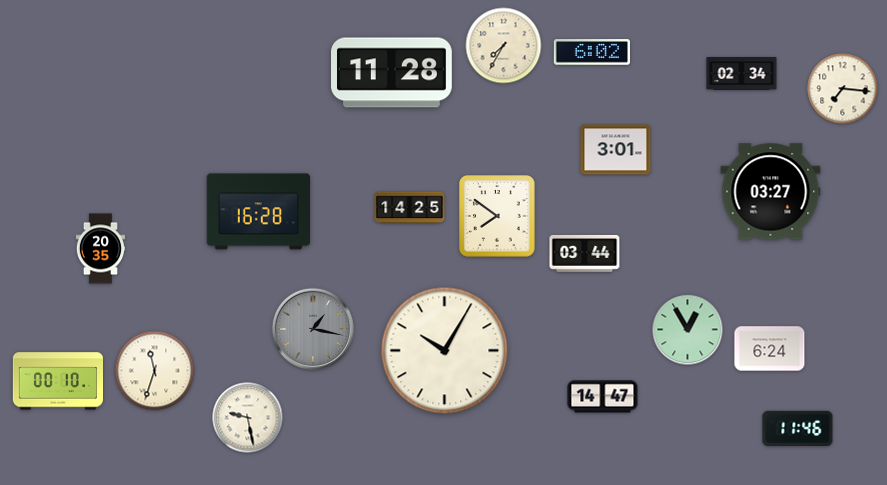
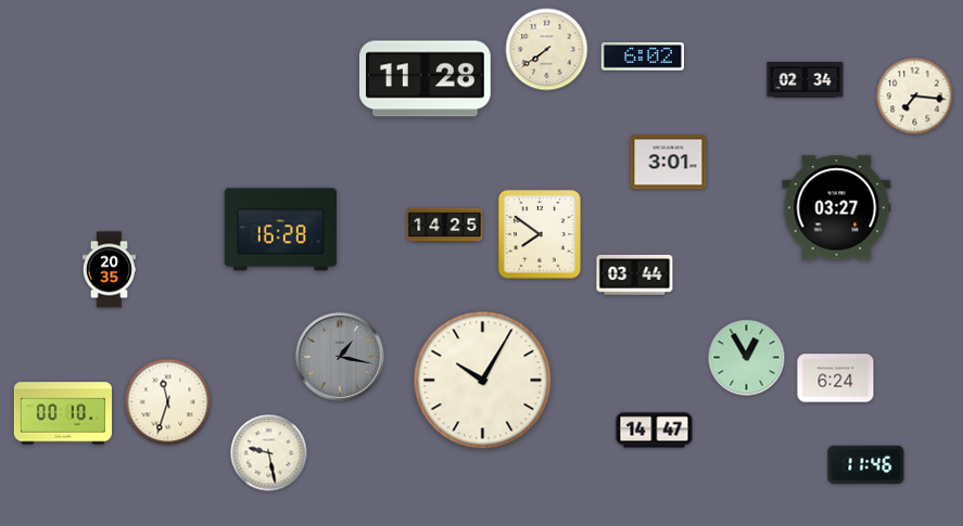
clock at (504, 46): 7:35 -> 7:39
